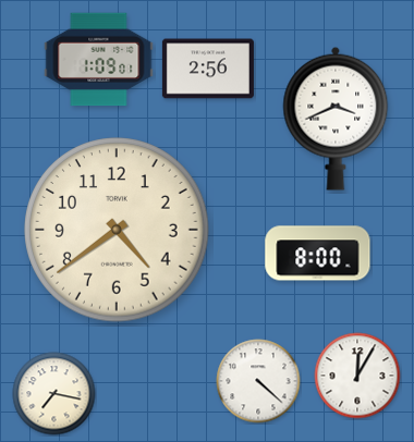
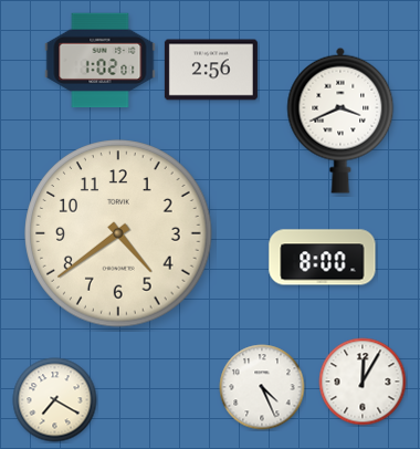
clock at (99, 60): 1:09 -> 1:02
clock at (258, 381): 4:22 -> 4:26
clock at (54, 394): 7:17 -> 7:20
